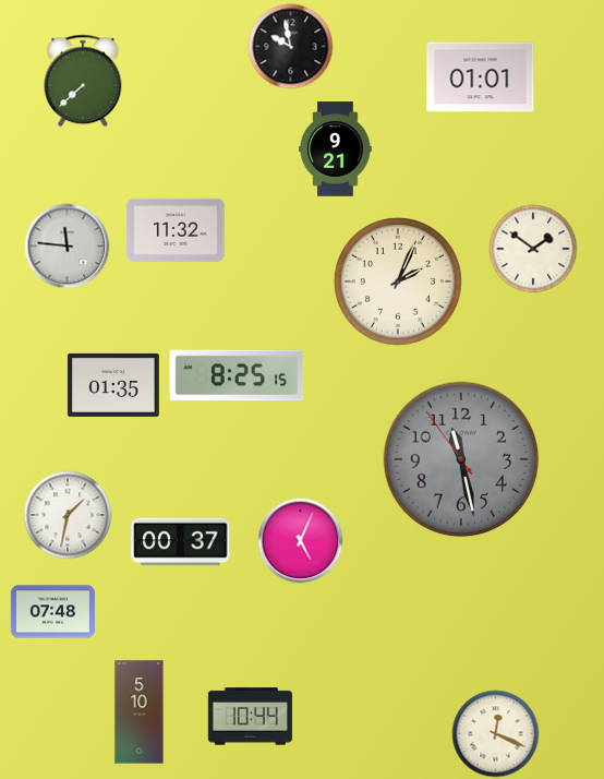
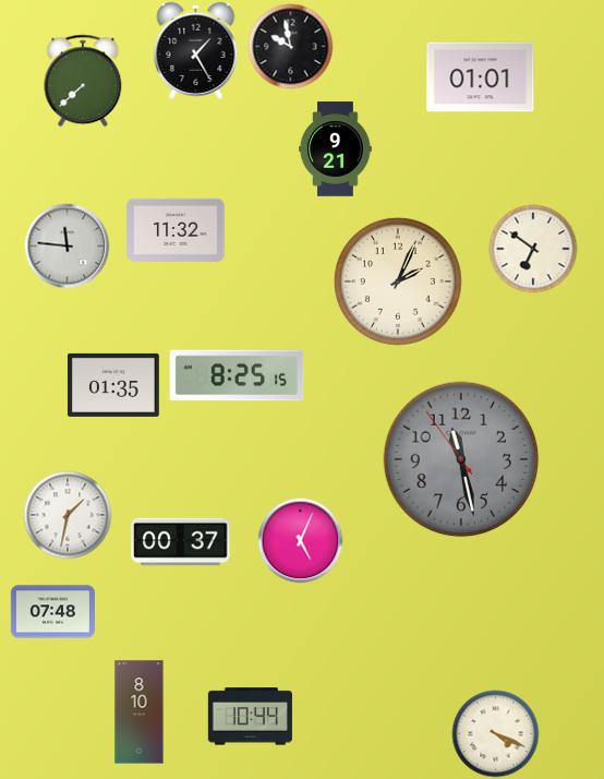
clock at (196, 50): none -> 1:25
clock at (533, 249): 1:51 -> 6:51
clock at (140, 712): 5:10 -> 8:10
clock at (495, 733): 12:19 -> 4:19
